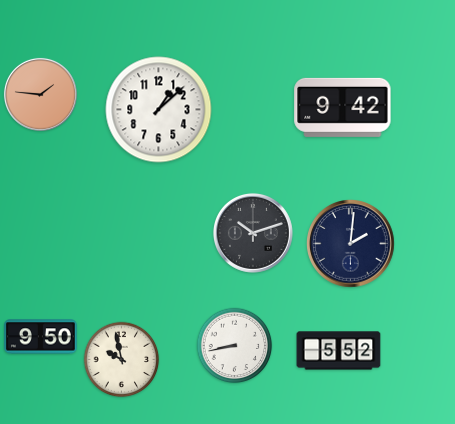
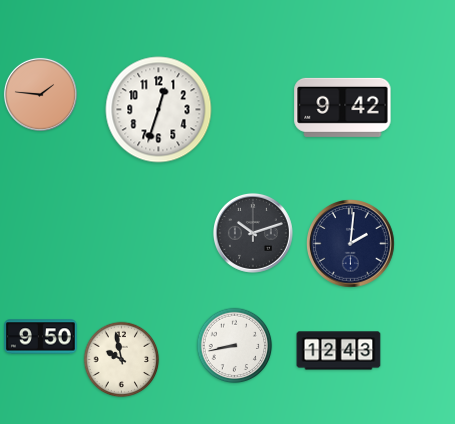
clock at (159, 110): 1:08 -> 12:33
clock at (339, 351): 5:52 -> 12:43
